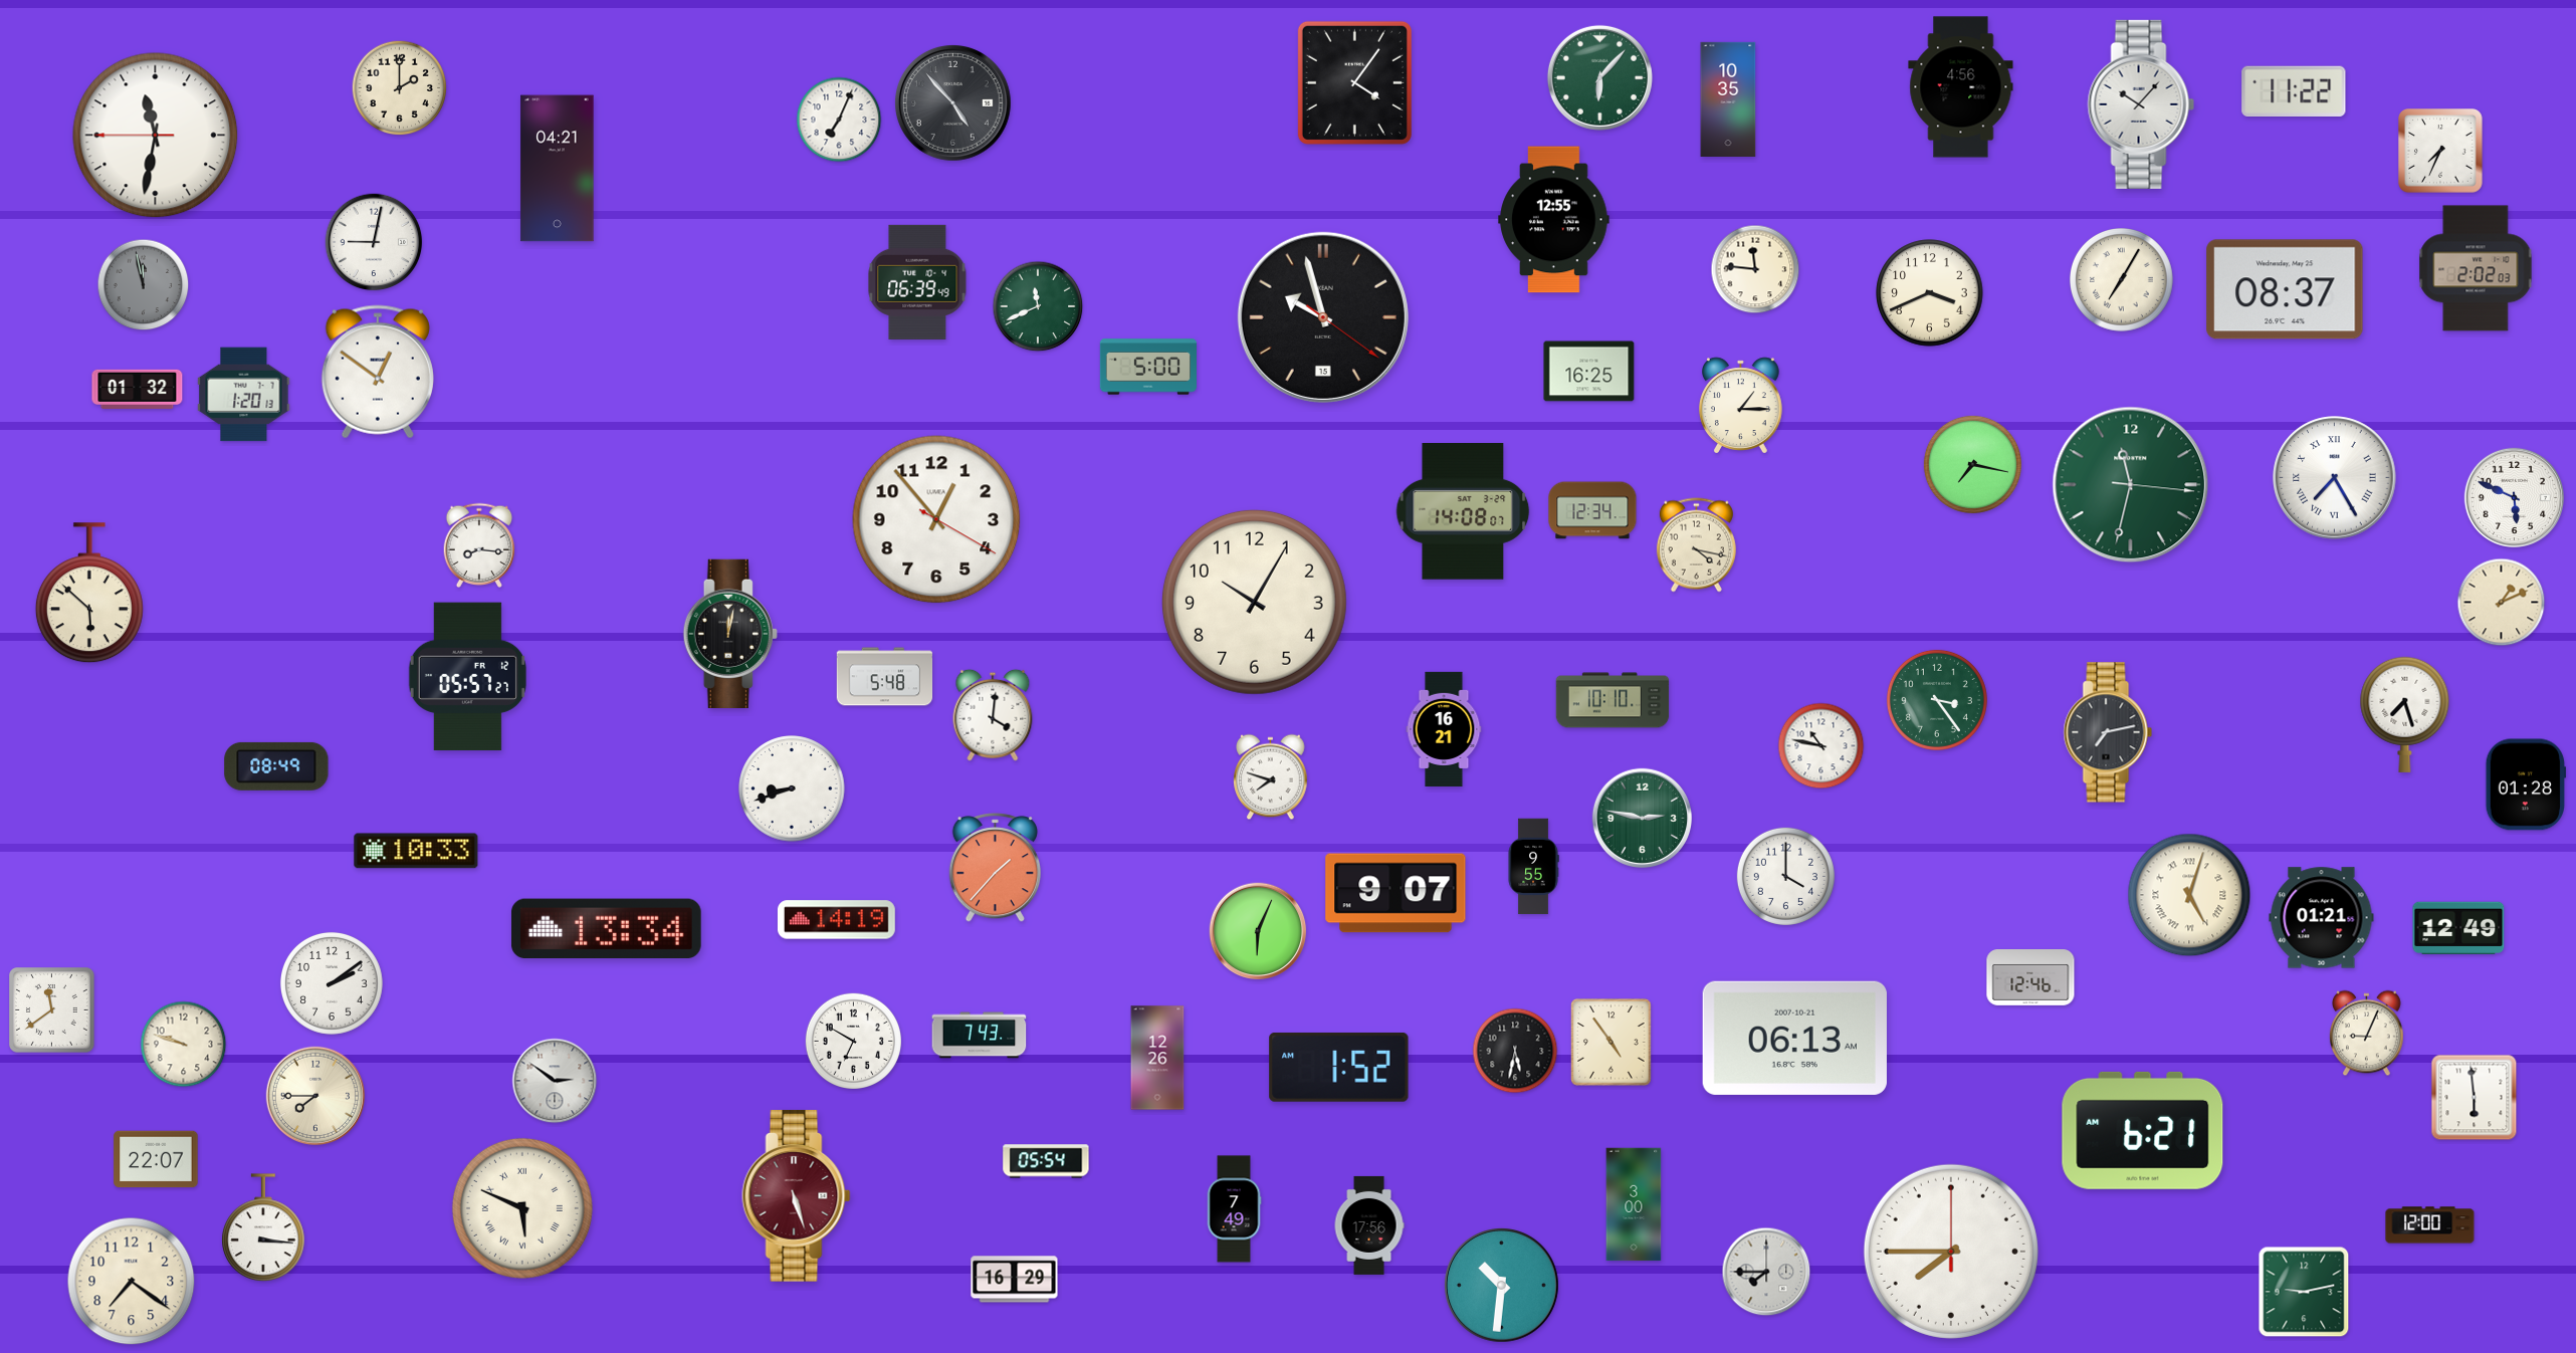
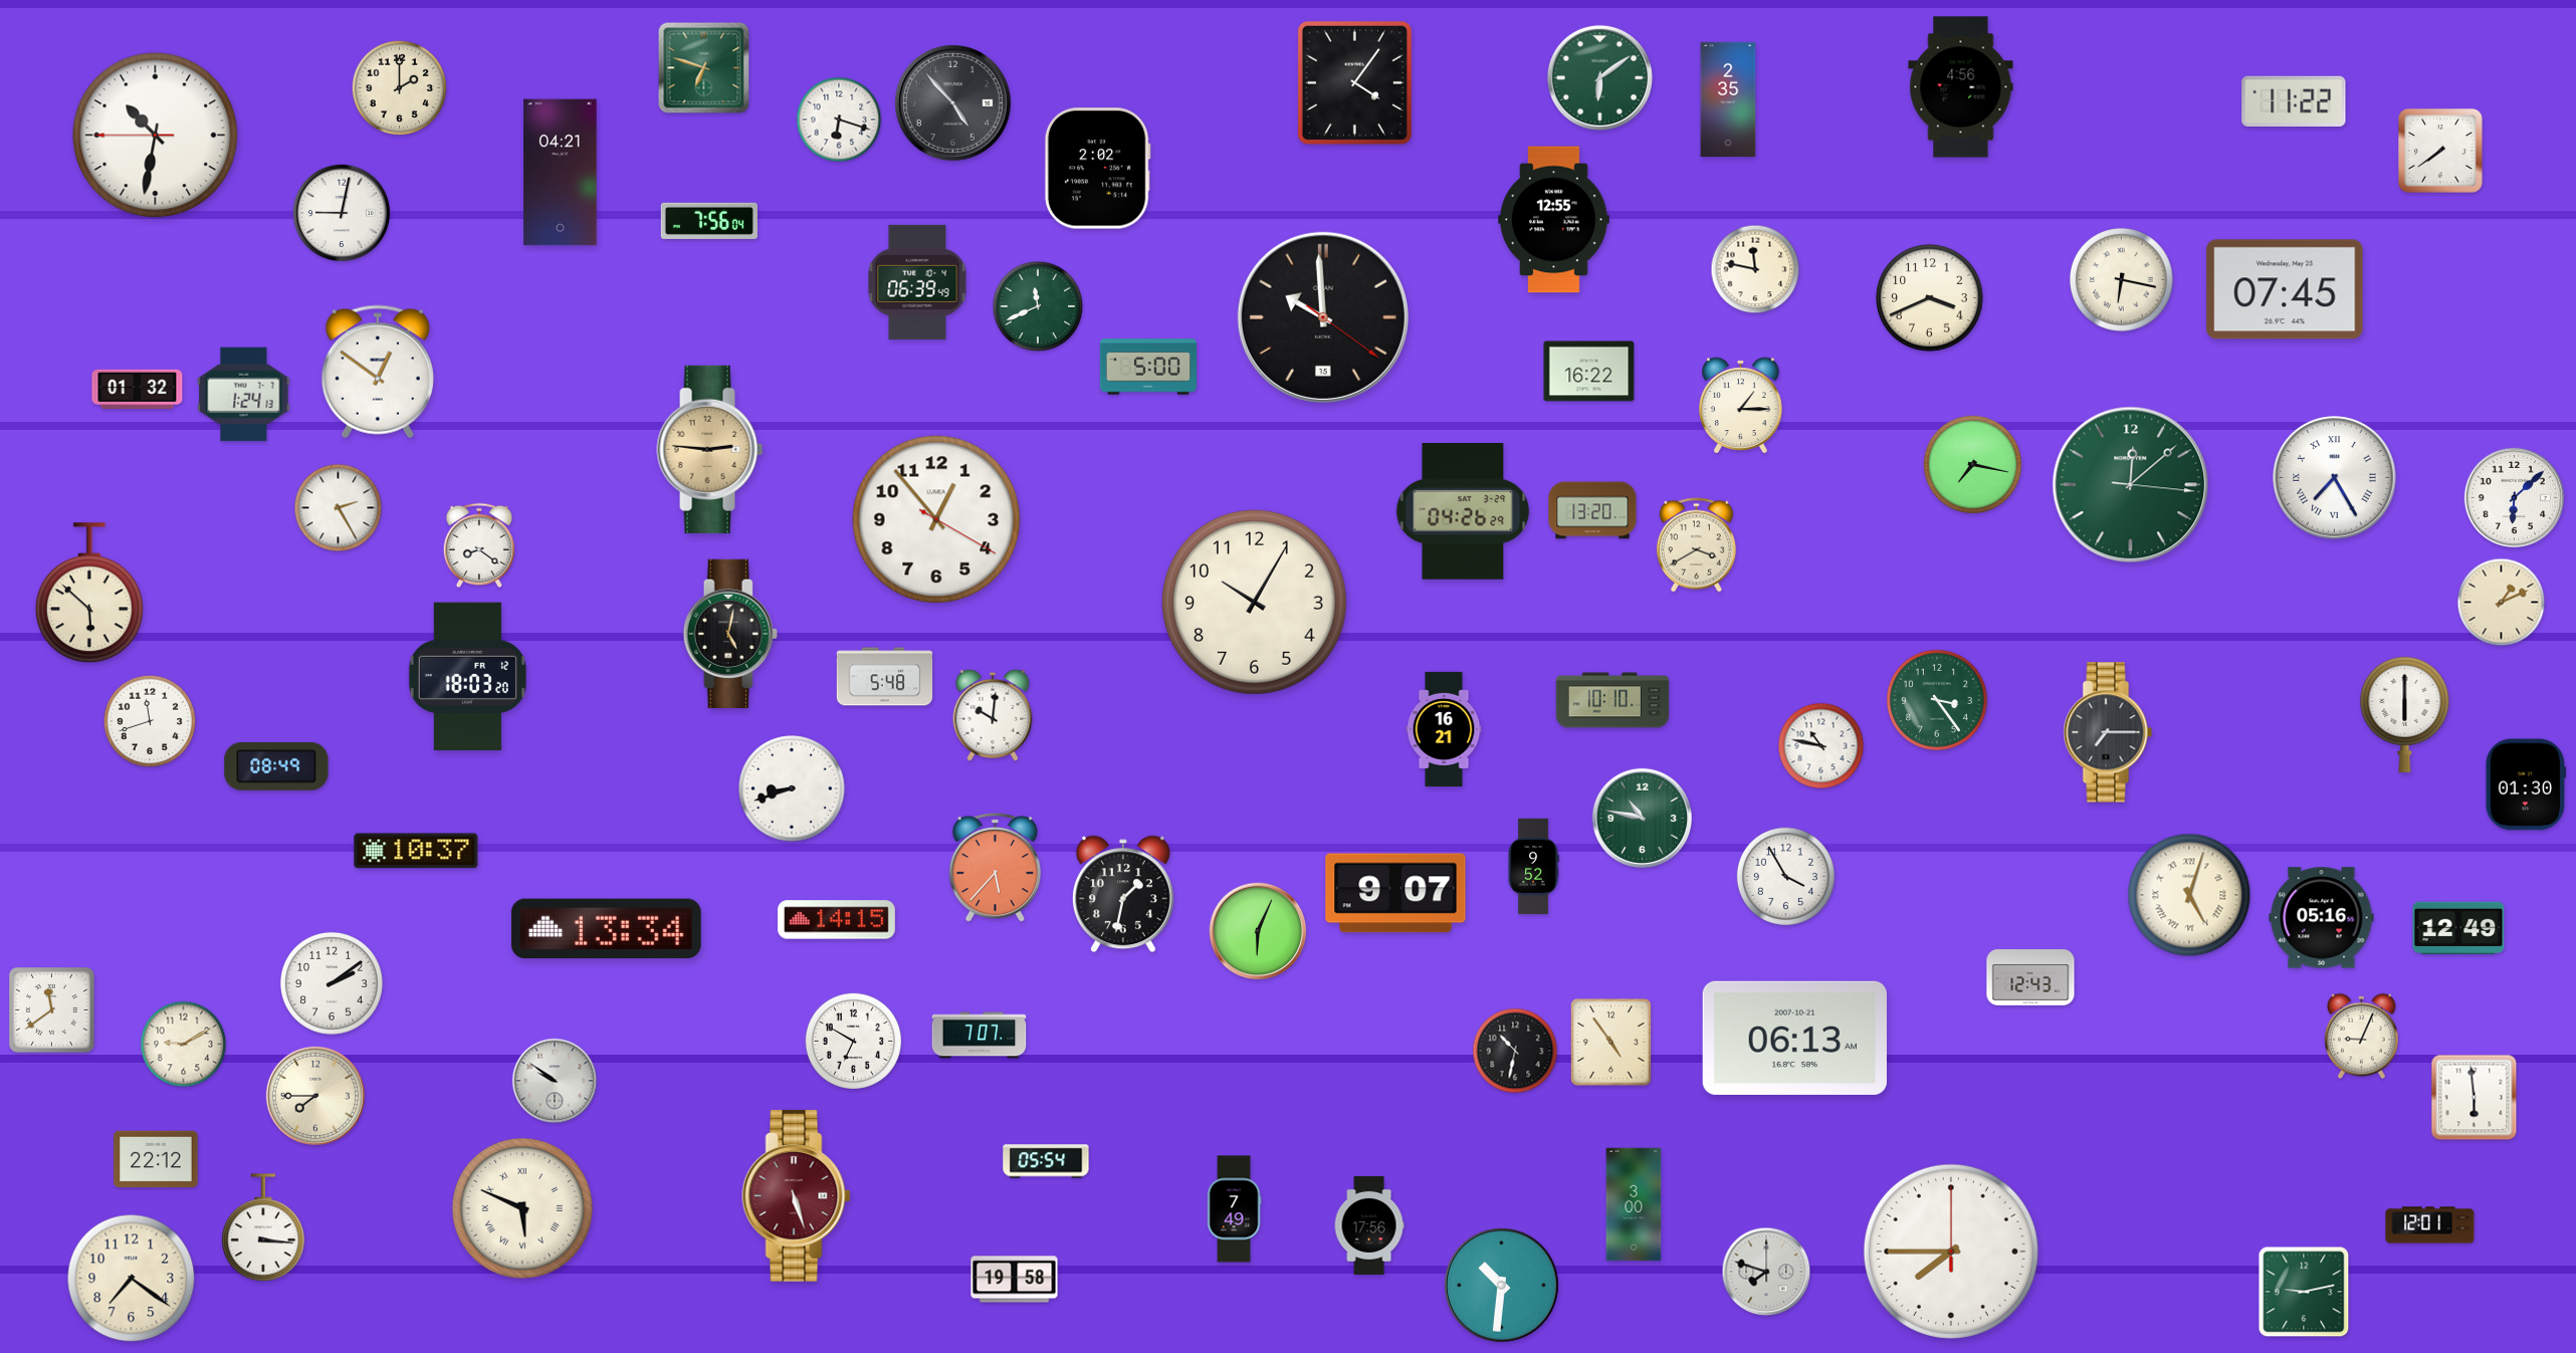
clock at (704, 68): none -> 6:48
clock at (1599, 77): 6:07 -> 6:09
clock at (2294, 91) position: (2294, 91) -> (2294, 101)
clock at (1728, 99): 10:35 -> 2:35
clock at (2141, 104): 10:07 -> none
clock at (839, 120): 7:04 -> 6:18
clock at (156, 136): 11:31 -> 10:31
clock at (2441, 152): 7:34 -> 7:39
clock at (558, 169) position: (558, 169) -> (561, 173)
clock at (1097, 169): none -> 2:02
clock at (709, 221): none -> 7:56
clock at (374, 242) position: (374, 242) -> (342, 213)
clock at (2476, 268): 2:02 -> none
clock at (1755, 269): 11:46 -> 11:47
clock at (2122, 280): 7:05 -> 6:17
clock at (144, 285): 11:58 -> none
clock at (2285, 289): 08:37 -> 07:45
clock at (1930, 293) position: (1930, 293) -> (1930, 298)
clock at (1323, 317): 9:57 -> 9:59
clock at (1589, 372): 16:25 -> 16:22
clock at (244, 395): 1:20 -> 1:24
clock at (710, 449): none -> 2:46
clock at (2131, 485): 11:32 -> 12:08
clock at (2514, 497): 5:49 -> 6:08
clock at (339, 508): none -> 2:25
clock at (1592, 510): 12:34 -> 13:20
clock at (1463, 512): 14:08 -> 04:26
clock at (479, 544): 8:16 -> 8:21
clock at (1696, 545): 4:17 -> 3:40
clock at (730, 633): 12:02 -> 5:02
clock at (467, 677): 05:57 -> 18:03
clock at (2405, 714): 7:27 -> 6:00
clock at (993, 715): 4:01 -> 10:01
clock at (150, 721): none -> 11:42
clock at (2108, 732): 7:13 -> 7:15
clock at (1271, 777): 7:48 -> none
clock at (2525, 784): 01:28 -> 01:30
clock at (1642, 818): 2:47 -> 10:47
clock at (416, 851): 10:33 -> 10:37
clock at (1533, 867): 9:55 -> 9:52
clock at (995, 868): 1:37 -> 5:37
clock at (1785, 876): 4:00 -> 3:55
clock at (1123, 894): none -> 1:32
clock at (2322, 918): 01:21 -> 05:16
clock at (836, 920): 14:19 -> 14:15
clock at (2030, 978): 12:46 -> 12:43
clock at (2367, 1034) position: (2367, 1034) -> (2362, 1037)
clock at (980, 1036): 7:43 -> 7:07
clock at (184, 1045): 9:48 -> 9:10
clock at (1515, 1051): 5:32 -> 10:32
clock at (1157, 1058): 12:26 -> none
clock at (1339, 1068): 1:52 -> none
clock at (555, 1081): 2:51 -> 9:51
clock at (2143, 1130): 6:21 -> none
clock at (156, 1159): 22:07 -> 22:12
clock at (2430, 1225): 12:00 -> 12:01
clock at (1766, 1272): 7:45 -> 7:48
clock at (1015, 1280): 16:29 -> 19:58
clock at (132, 1282) position: (132, 1282) -> (132, 1279)
